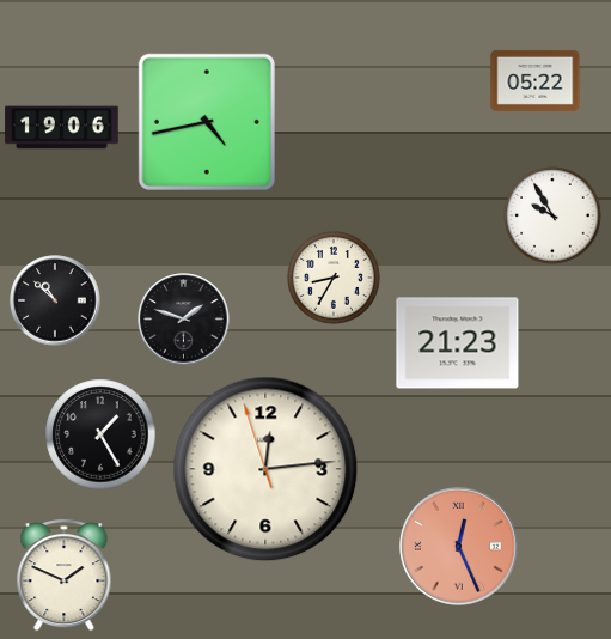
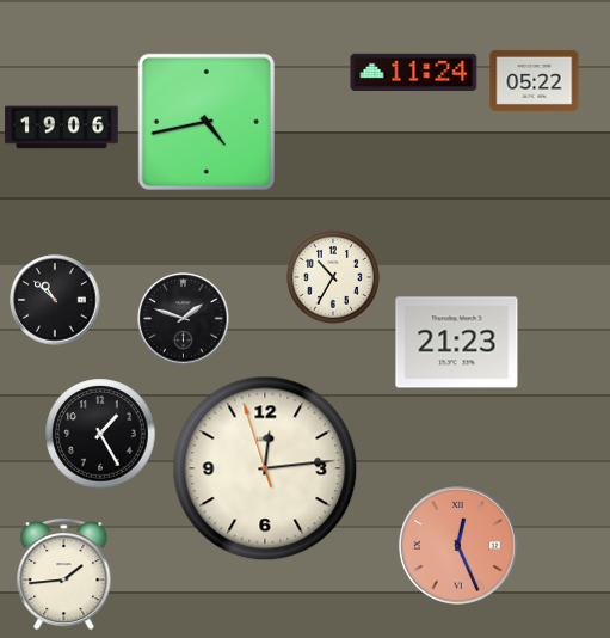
clock at (414, 73): none -> 11:24
clock at (552, 215): 9:55 -> none
clock at (335, 279): 8:35 -> 10:35
clock at (65, 576): 1:49 -> 1:44
